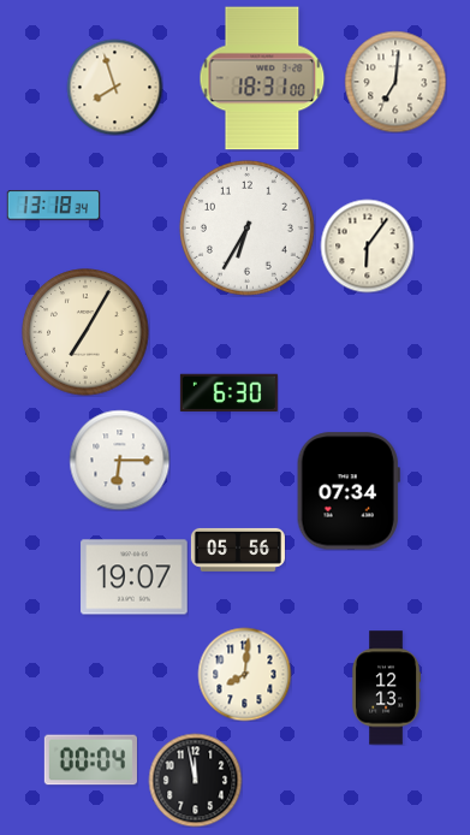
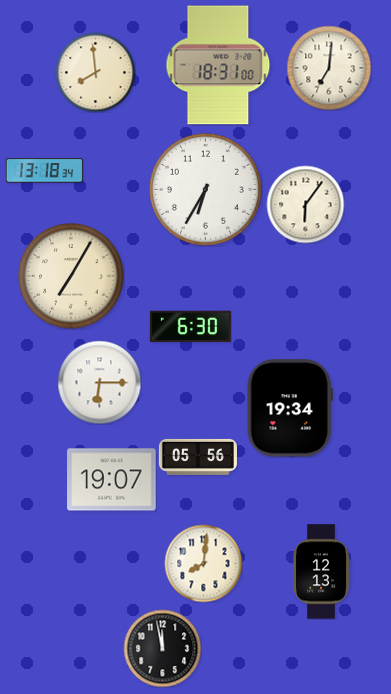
clock at (114, 87): 7:57 -> 7:59
clock at (349, 491): 07:34 -> 19:34
clock at (244, 674) position: (244, 674) -> (203, 563)
clock at (90, 760): 00:04 -> none
